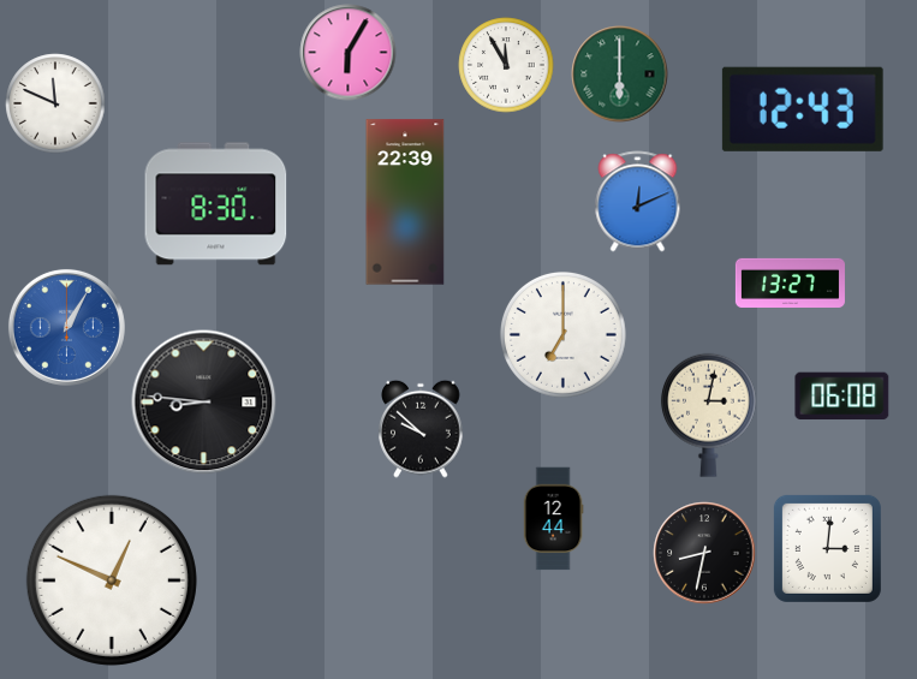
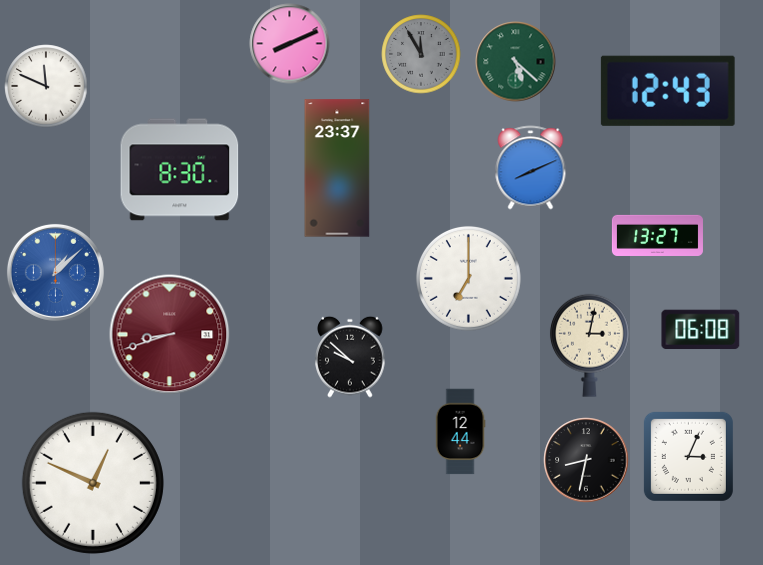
clock at (349, 53): 6:05 -> 8:11
clock at (506, 65) dial: white -> grey
clock at (620, 75): 6:00 -> 5:22
clock at (405, 202): 22:39 -> 23:37
clock at (638, 202): 12:11 -> 8:11
clock at (66, 327): 1:05 -> 1:08
clock at (204, 403): 8:46 -> 8:42
clock at (204, 403) dial: black -> burgundy
clock at (827, 548): 3:01 -> 3:04
